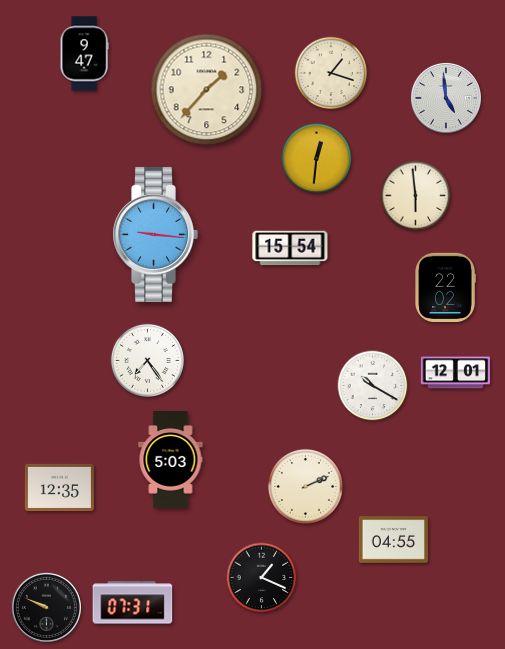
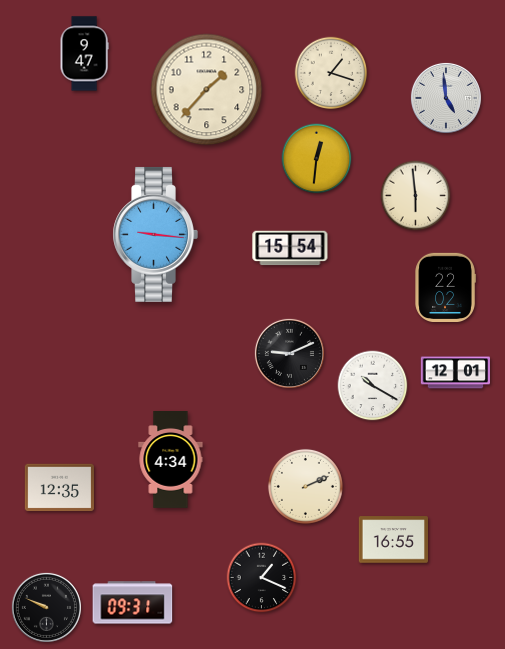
clock at (289, 353): none -> 9:11
clock at (147, 360): 7:24 -> none
clock at (171, 460): 5:03 -> 4:34
clock at (393, 540): 04:55 -> 16:55
clock at (133, 603): 07:31 -> 09:31
